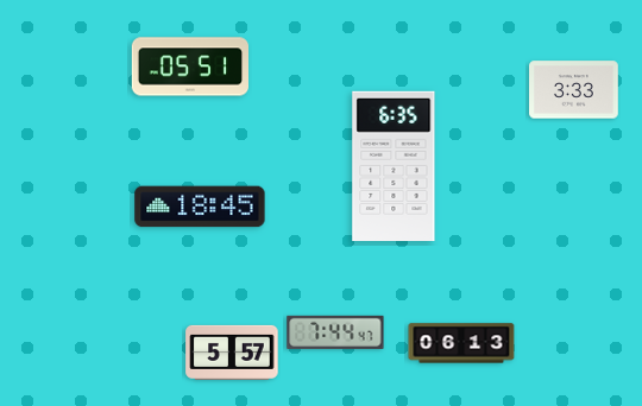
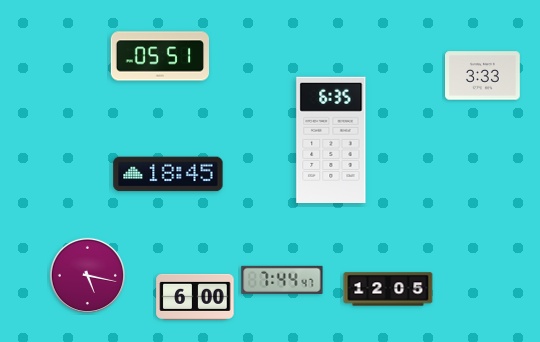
clock at (87, 275): none -> 5:17
clock at (461, 343): 06:13 -> 12:05
clock at (232, 353): 5:57 -> 6:00
